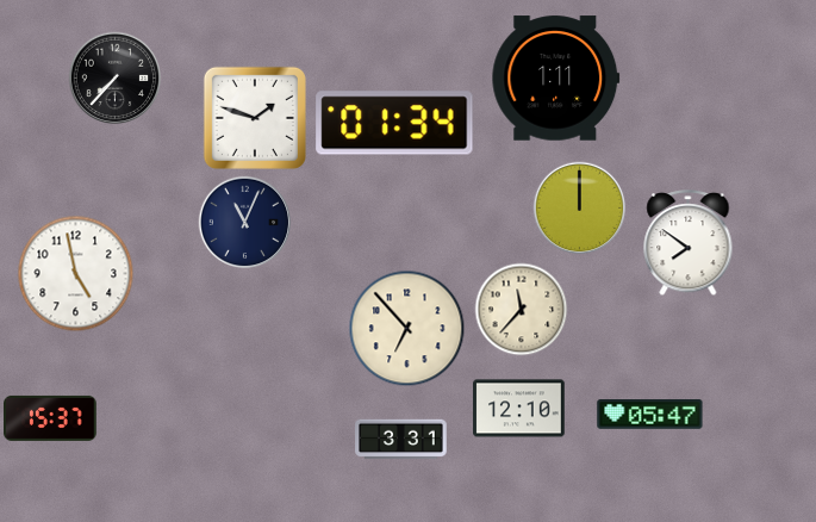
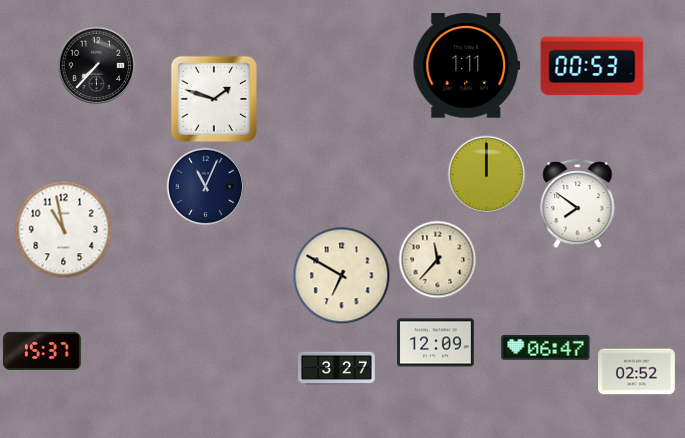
clock at (592, 66): none -> 00:53
clock at (394, 123): 01:34 -> none
clock at (75, 273): 4:58 -> 10:58
clock at (406, 328): 6:53 -> 6:50
clock at (519, 409): 12:10 -> 12:09
clock at (650, 415): 05:47 -> 06:47
clock at (401, 440): 3:31 -> 3:27
clock at (637, 372): none -> 02:52
